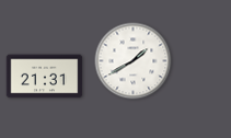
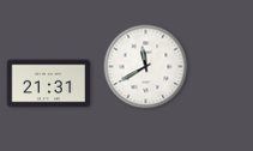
clock at (134, 61): 1:40 -> 11:40
